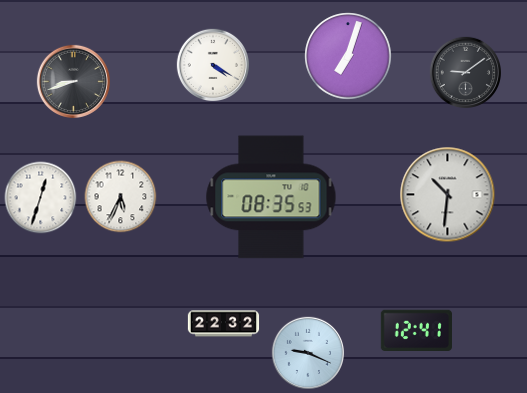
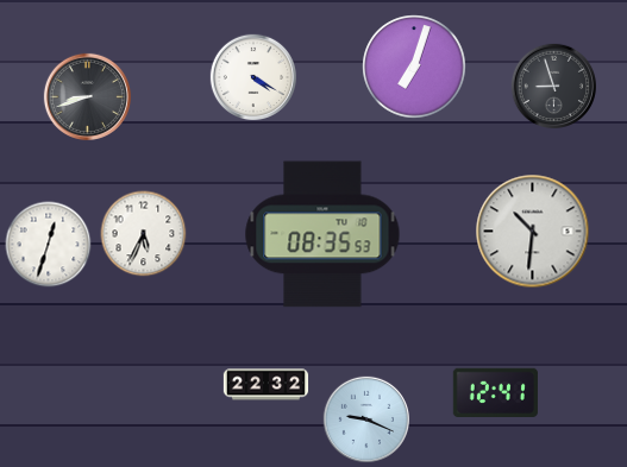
clock at (465, 72): 9:09 -> 8:57
clock at (41, 198) position: (41, 198) -> (49, 245)
